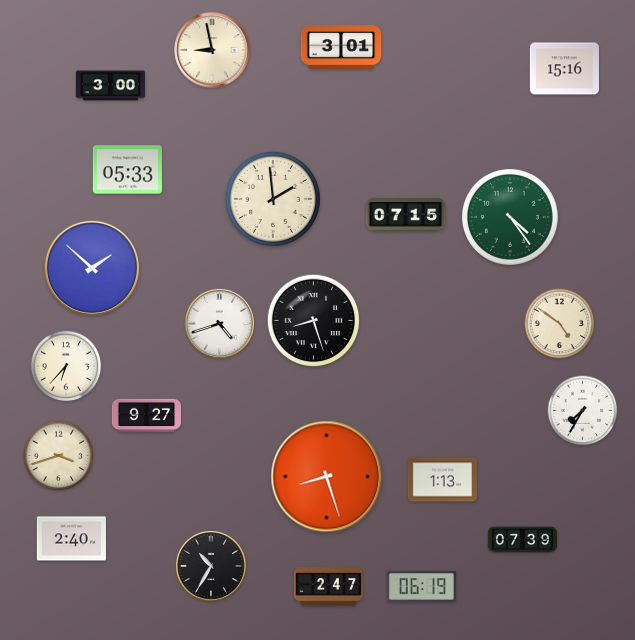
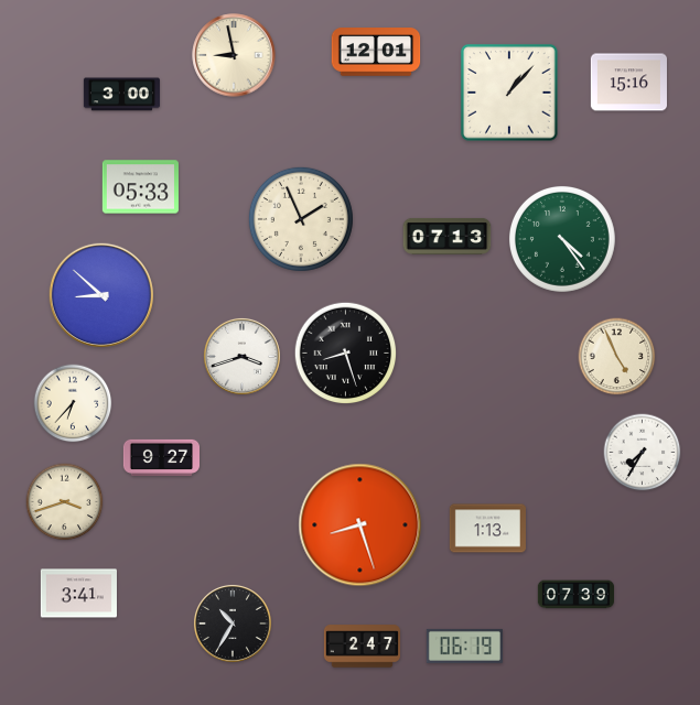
clock at (341, 47): 3:01 -> 12:01
clock at (564, 69) position: (564, 69) -> (628, 83)
clock at (509, 93): none -> 1:07
clock at (273, 199): 1:59 -> 1:56
clock at (406, 215): 07:15 -> 07:13
clock at (92, 268): 1:52 -> 8:52
clock at (219, 323): 4:42 -> 3:42
clock at (560, 324): 4:51 -> 4:56
clock at (71, 539): 2:40 -> 3:41
